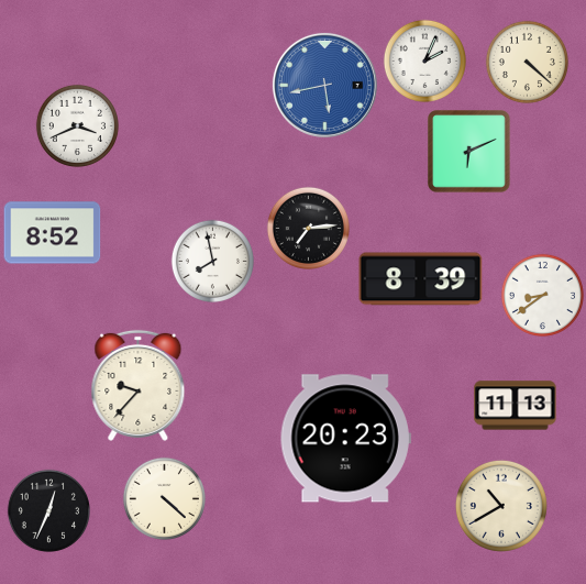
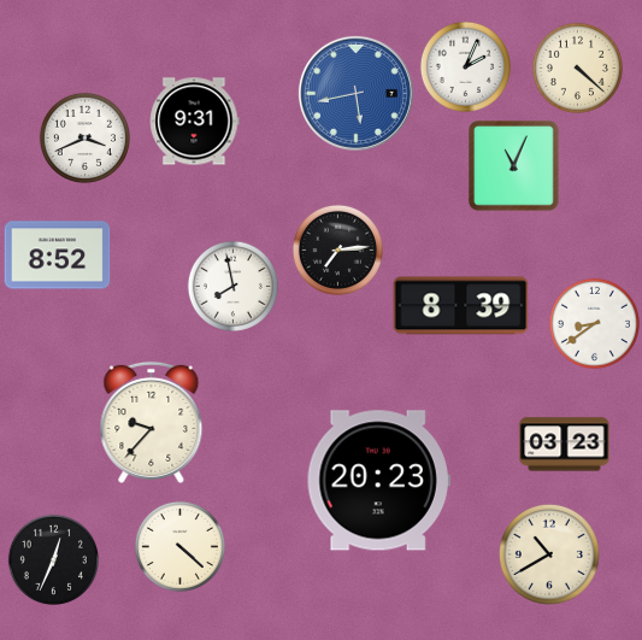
clock at (194, 122): none -> 9:31
clock at (469, 152): 6:11 -> 11:04
clock at (516, 406): 11:13 -> 03:23
